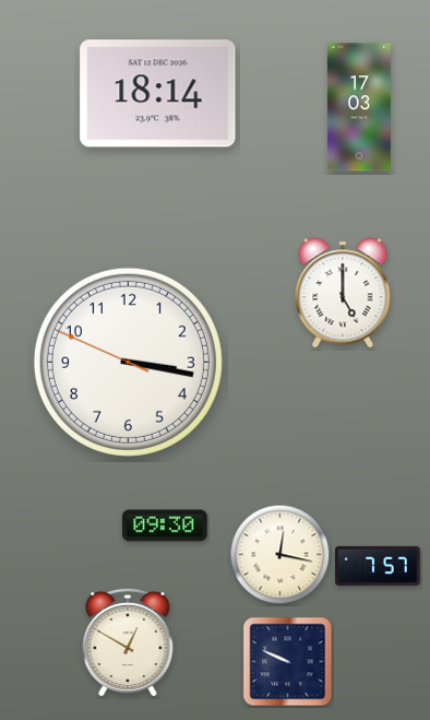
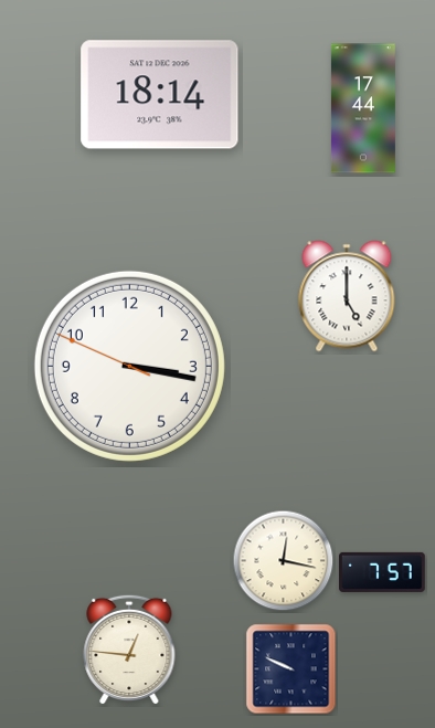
clock at (359, 107): 17:03 -> 17:44
clock at (165, 526): 09:30 -> none
clock at (128, 642): 12:50 -> 12:46
